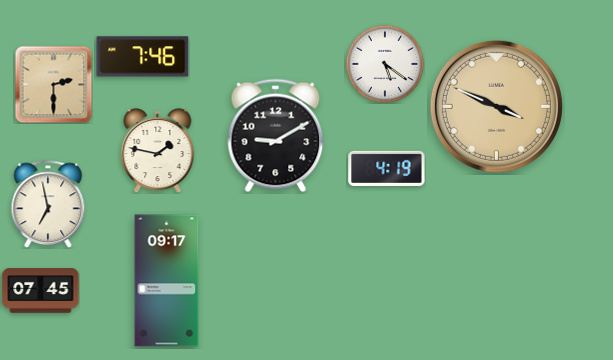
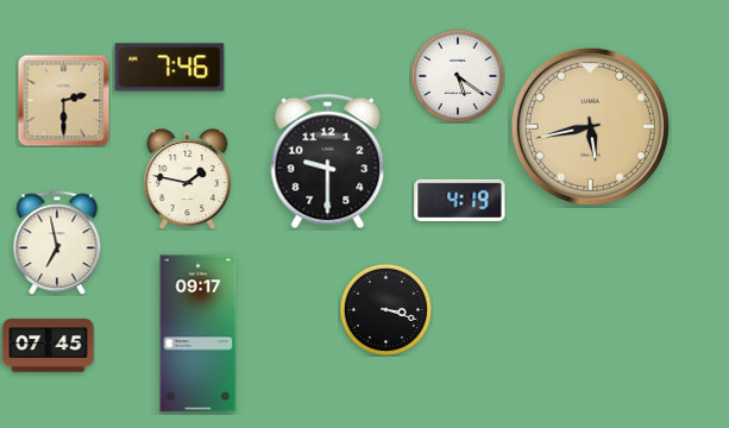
clock at (496, 106): 3:49 -> 5:43
clock at (276, 136): 9:10 -> 9:30
clock at (385, 309): none -> 3:18
